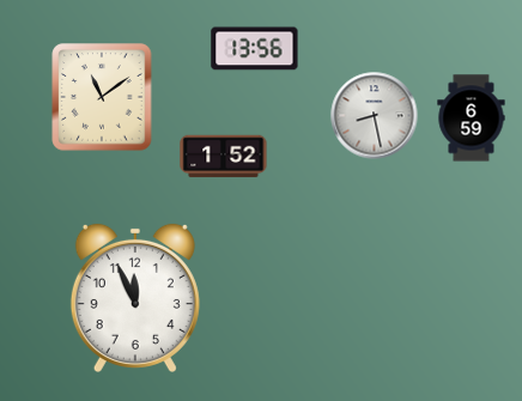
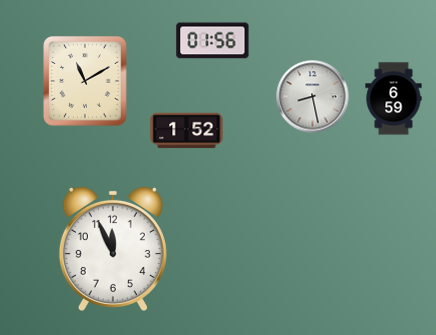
clock at (255, 49): 13:56 -> 01:56
clock at (102, 97): 11:09 -> 11:10
